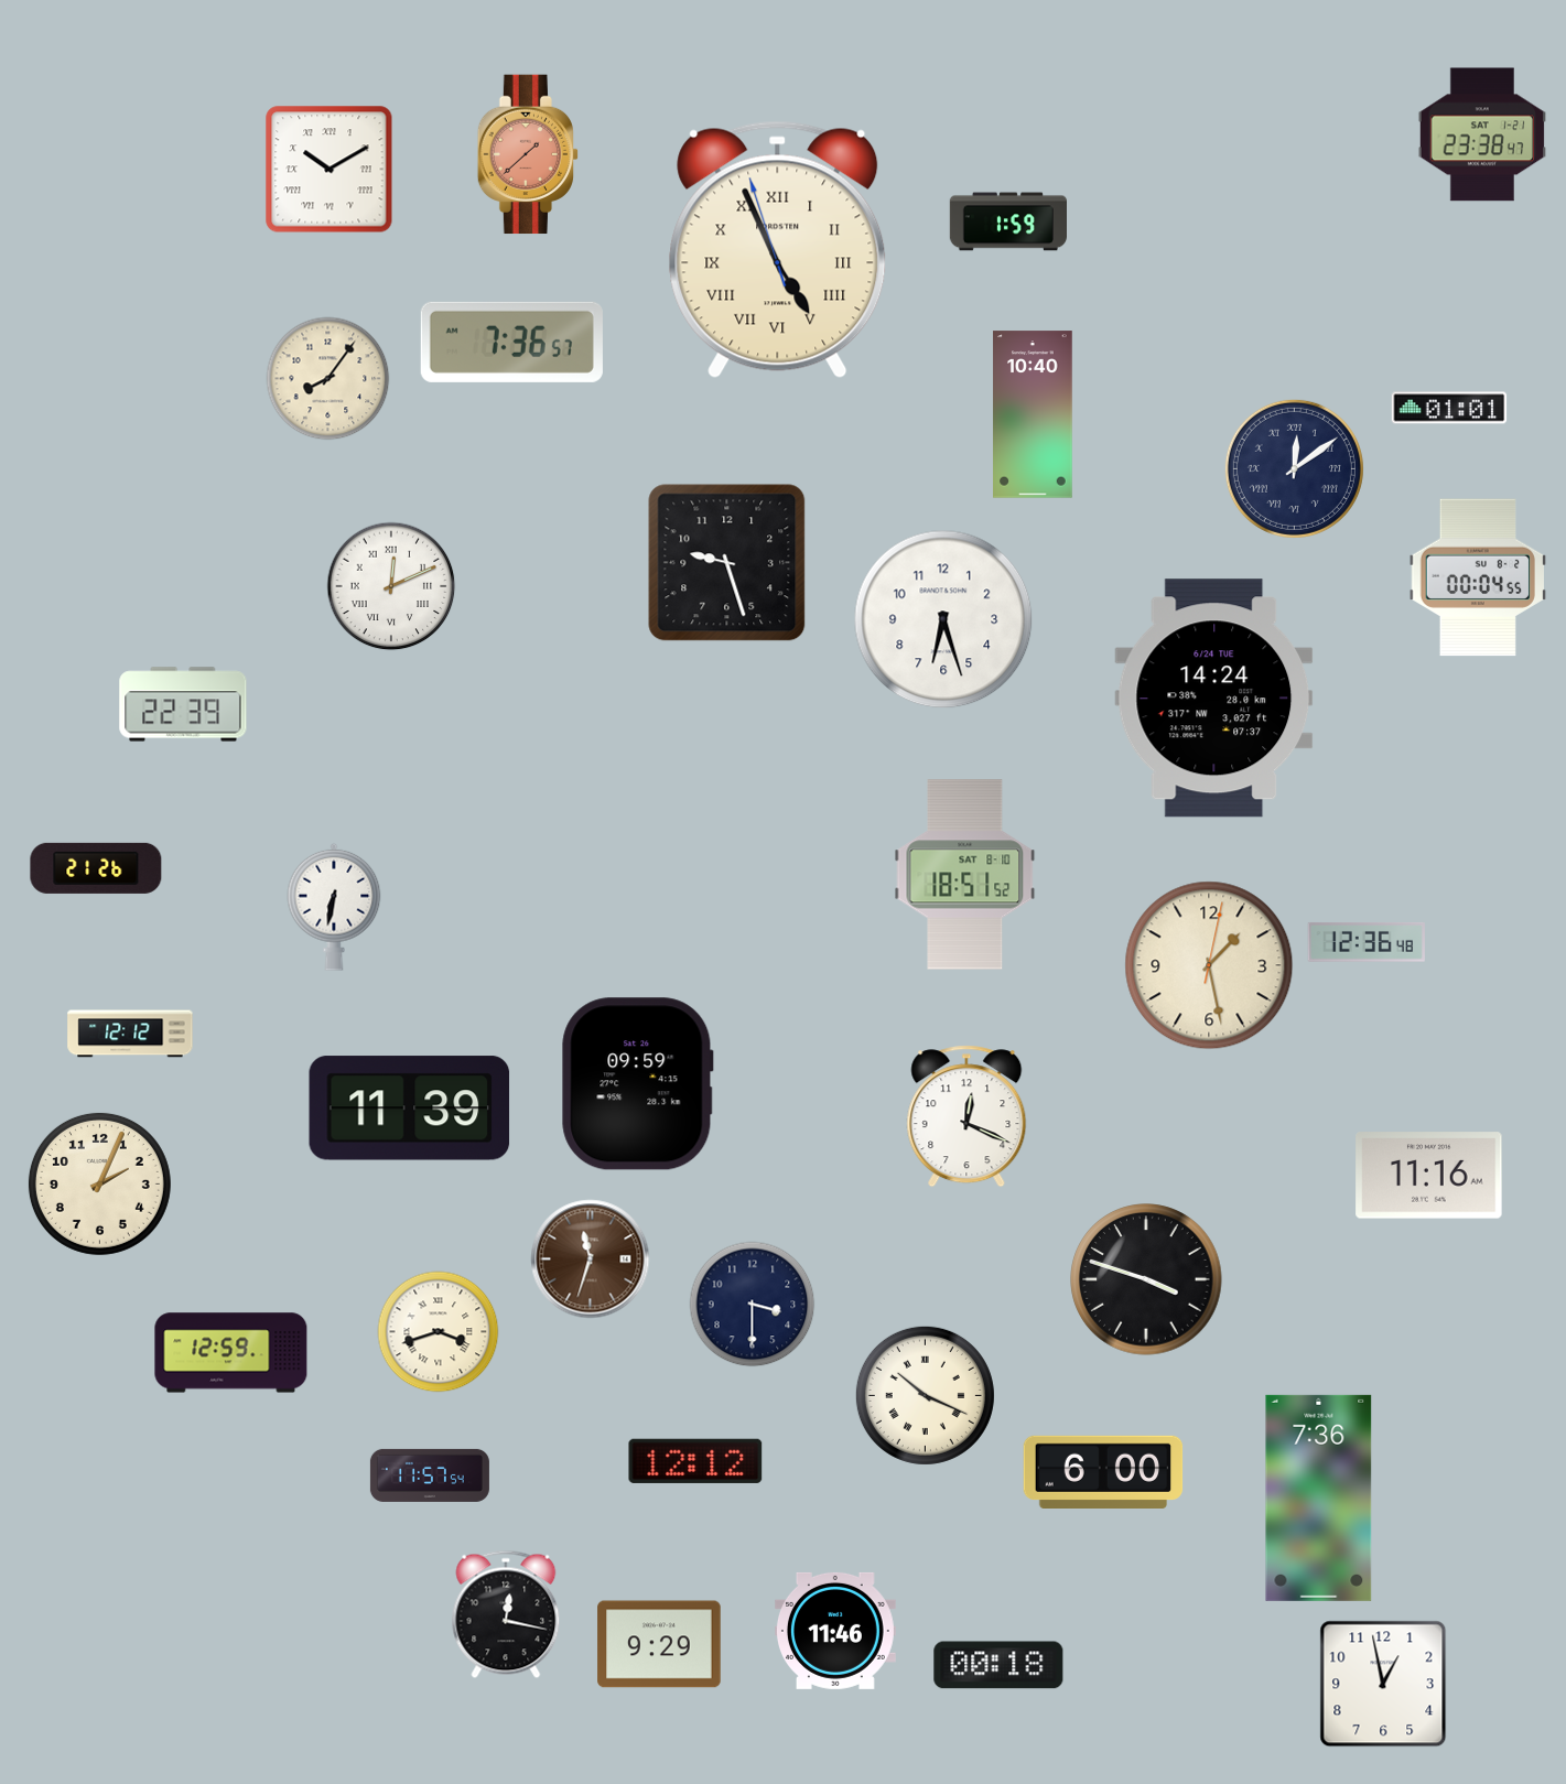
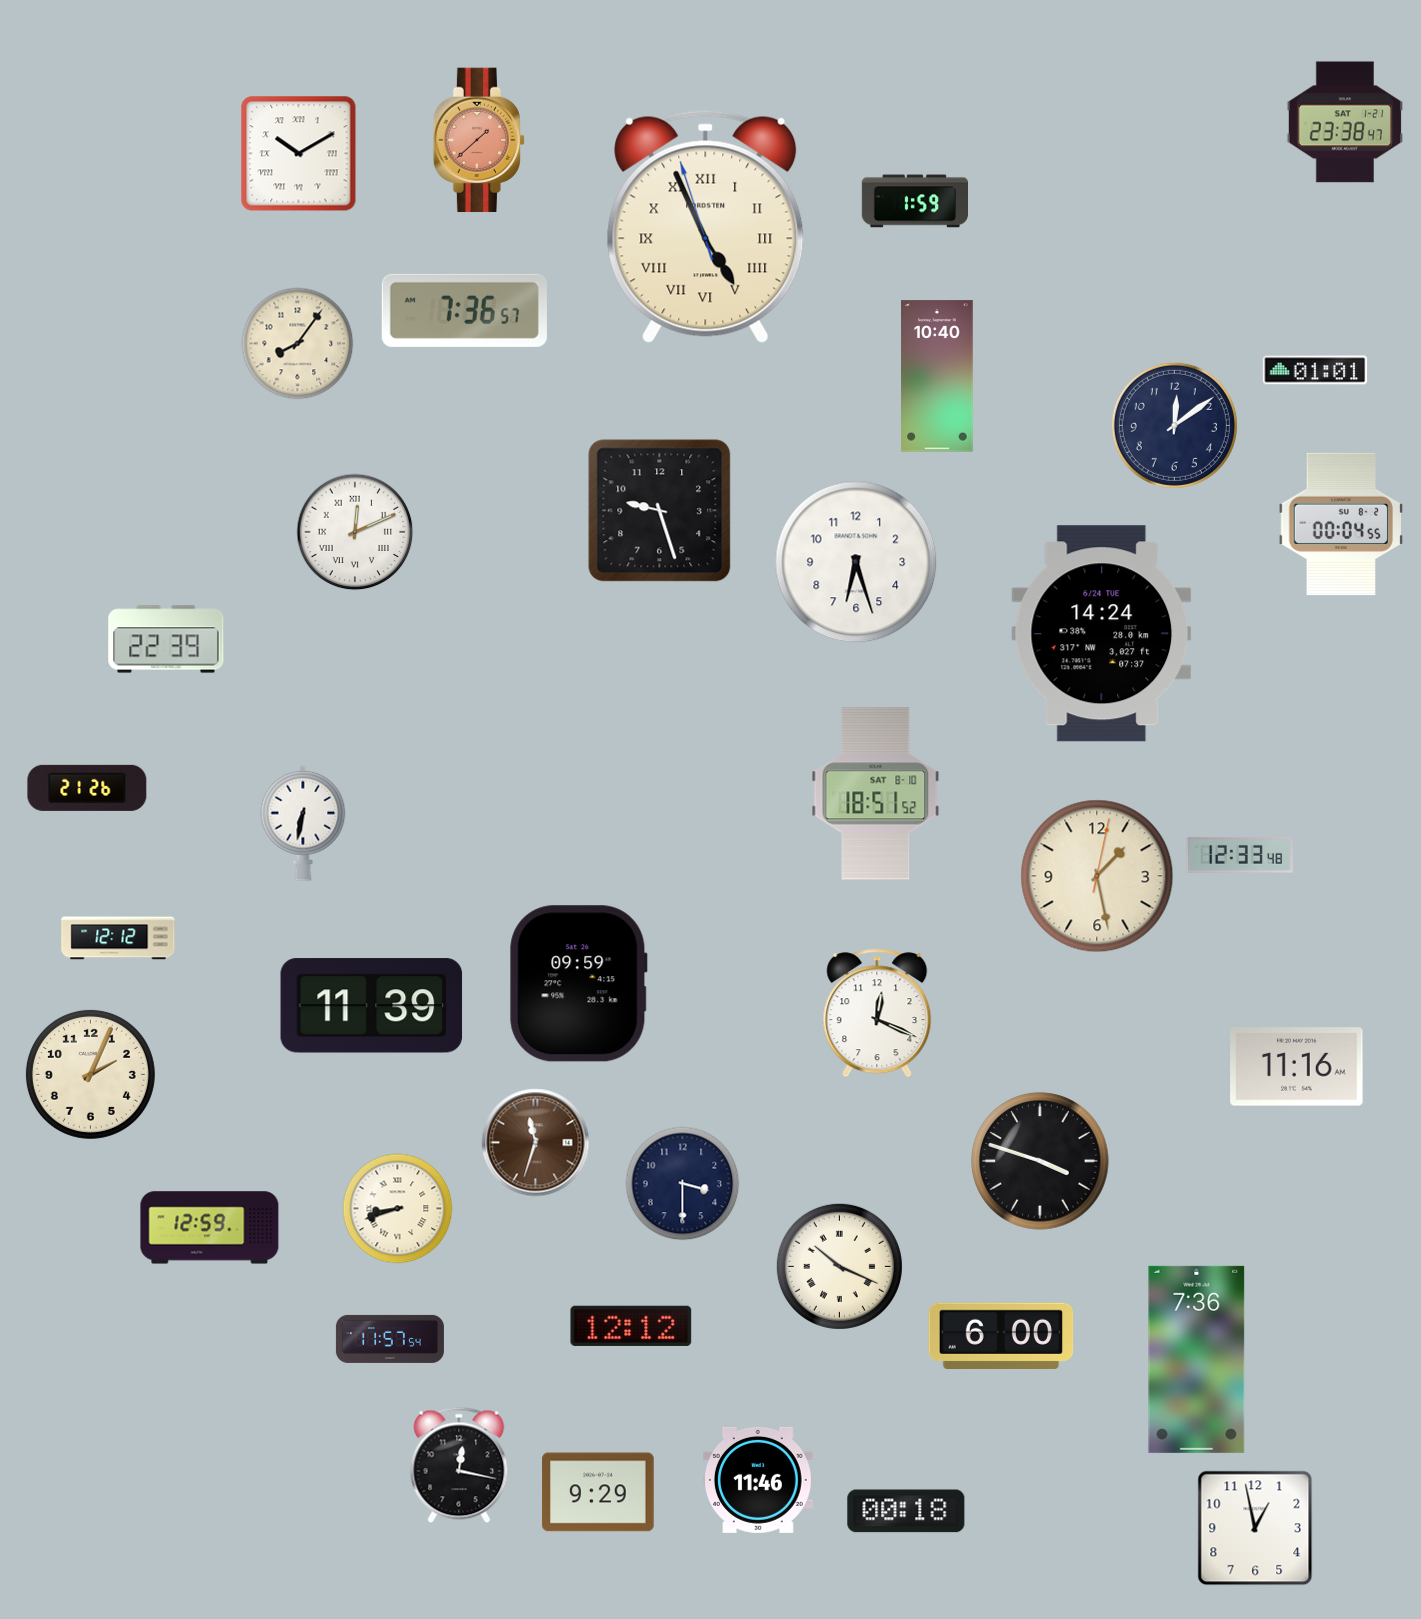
clock at (1294, 468) numerals: Roman -> Arabic
clock at (1367, 942): 12:36 -> 12:33
clock at (439, 1332): 3:42 -> 8:42
